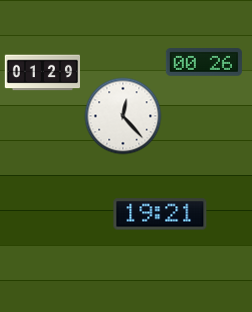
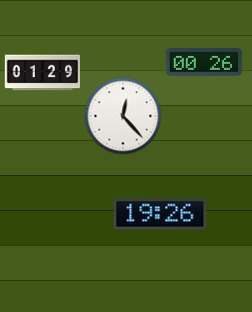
clock at (160, 214): 19:21 -> 19:26
